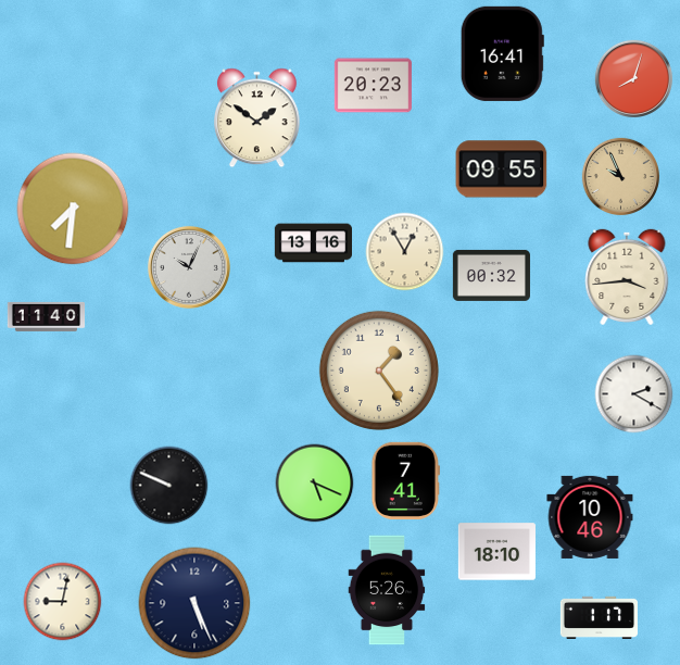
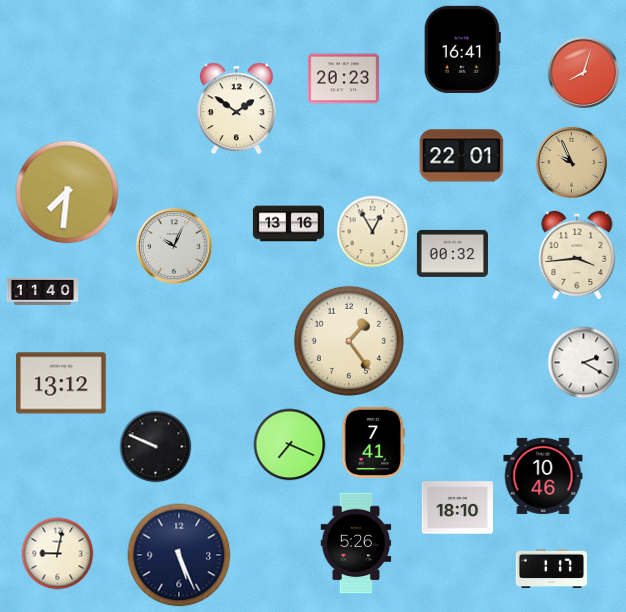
clock at (502, 170): 09:55 -> 22:01
clock at (62, 383): none -> 13:12
clock at (315, 484): 5:19 -> 7:19
